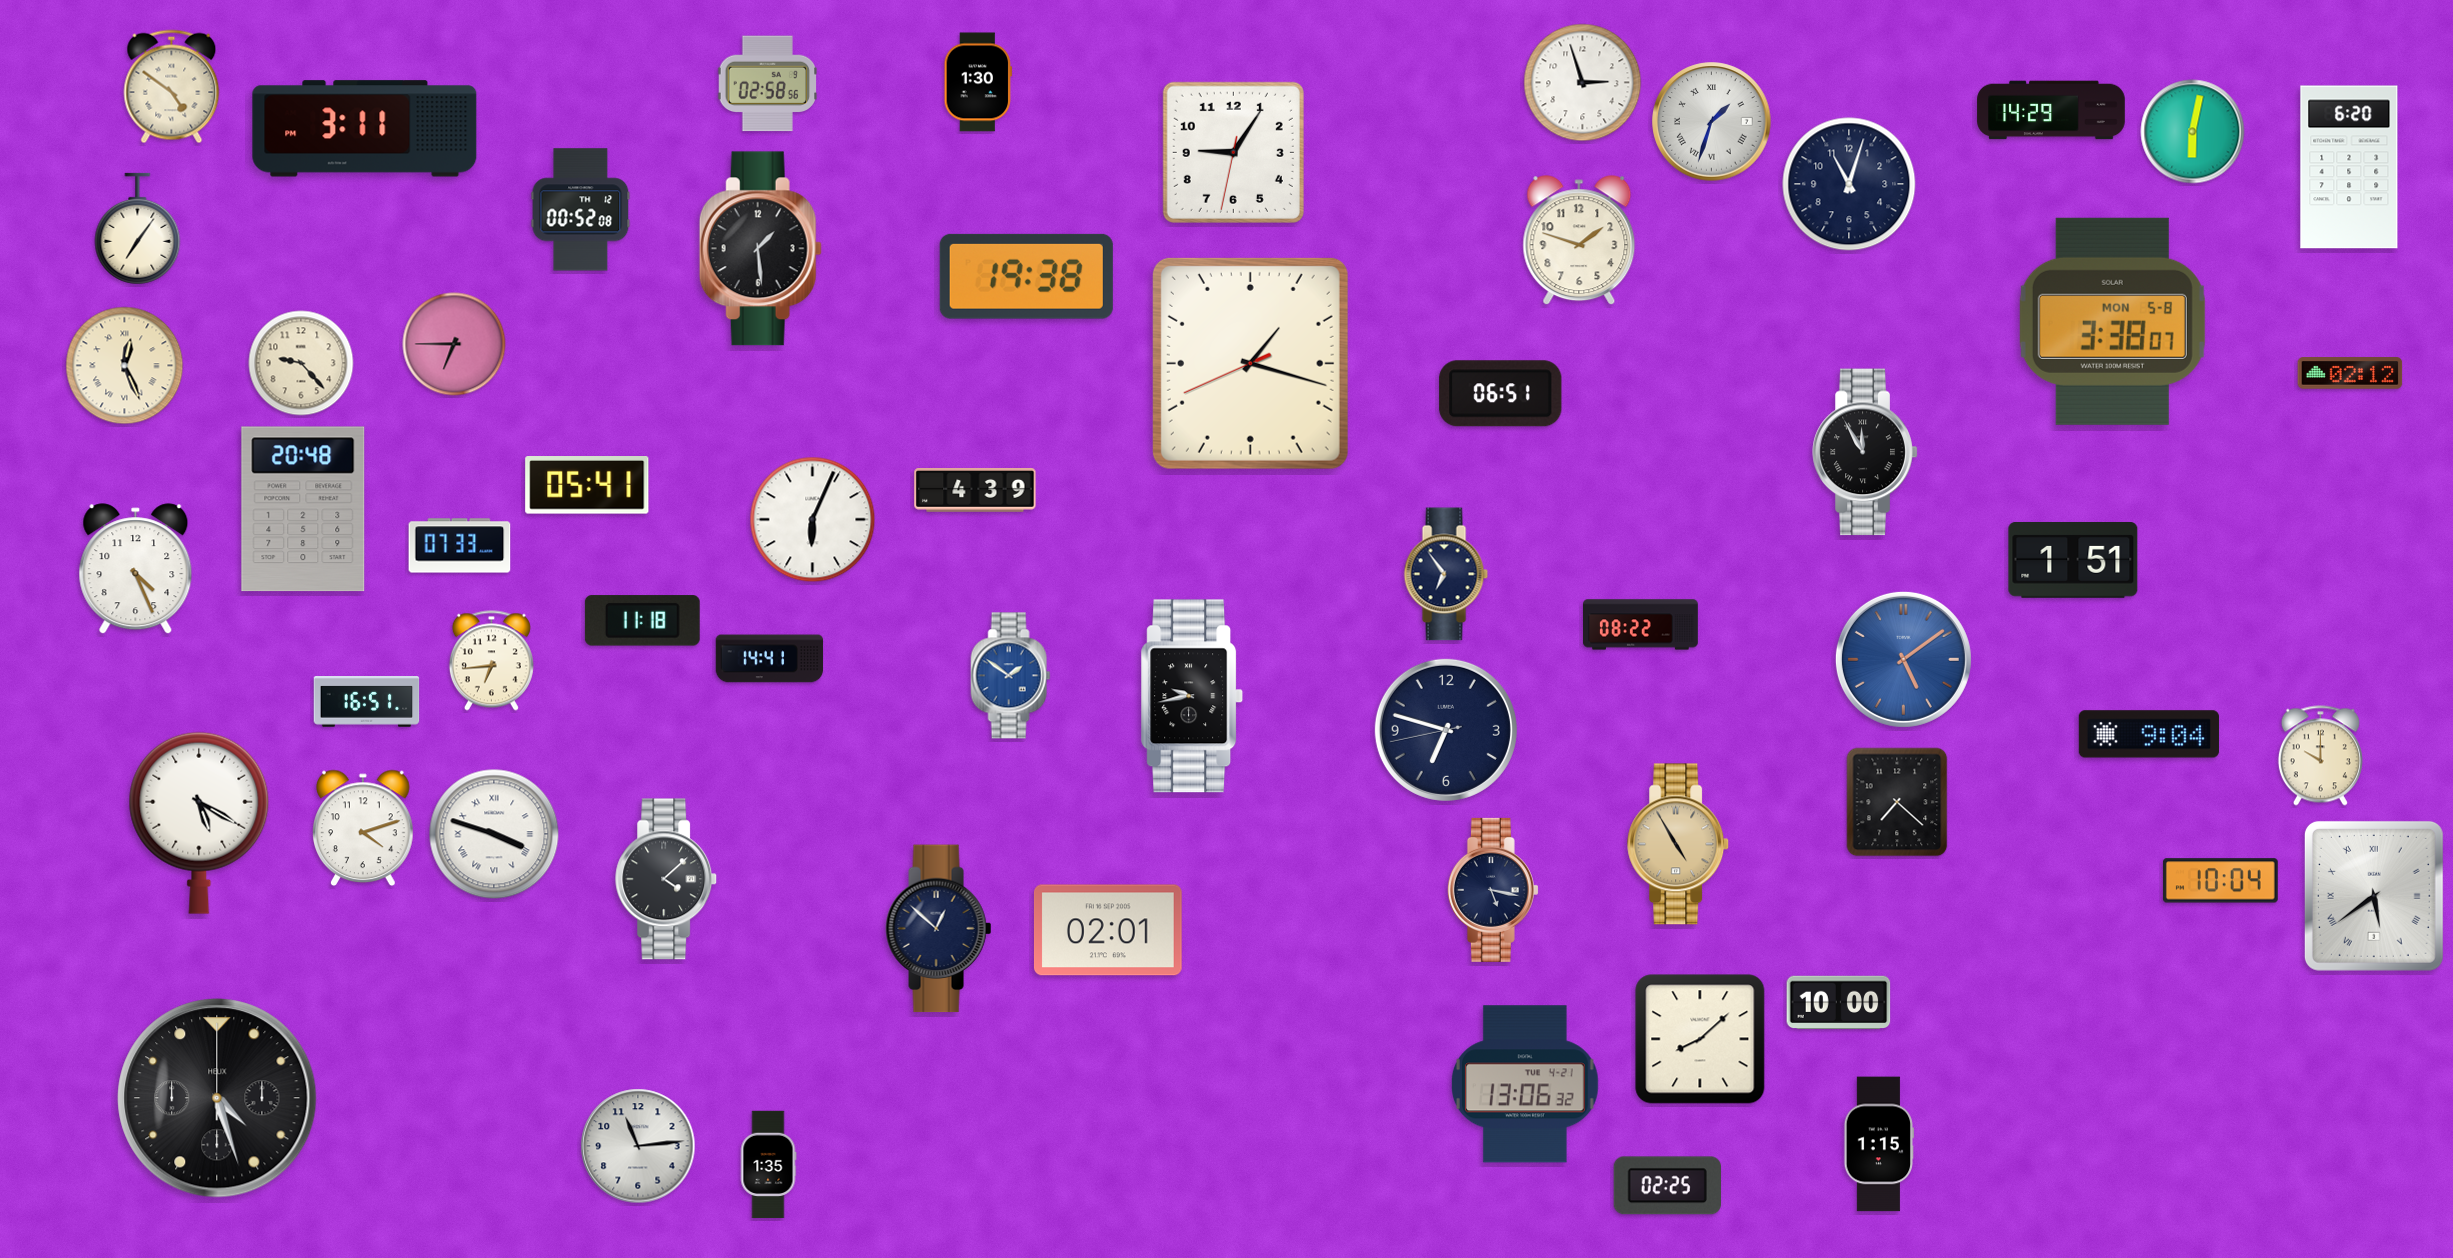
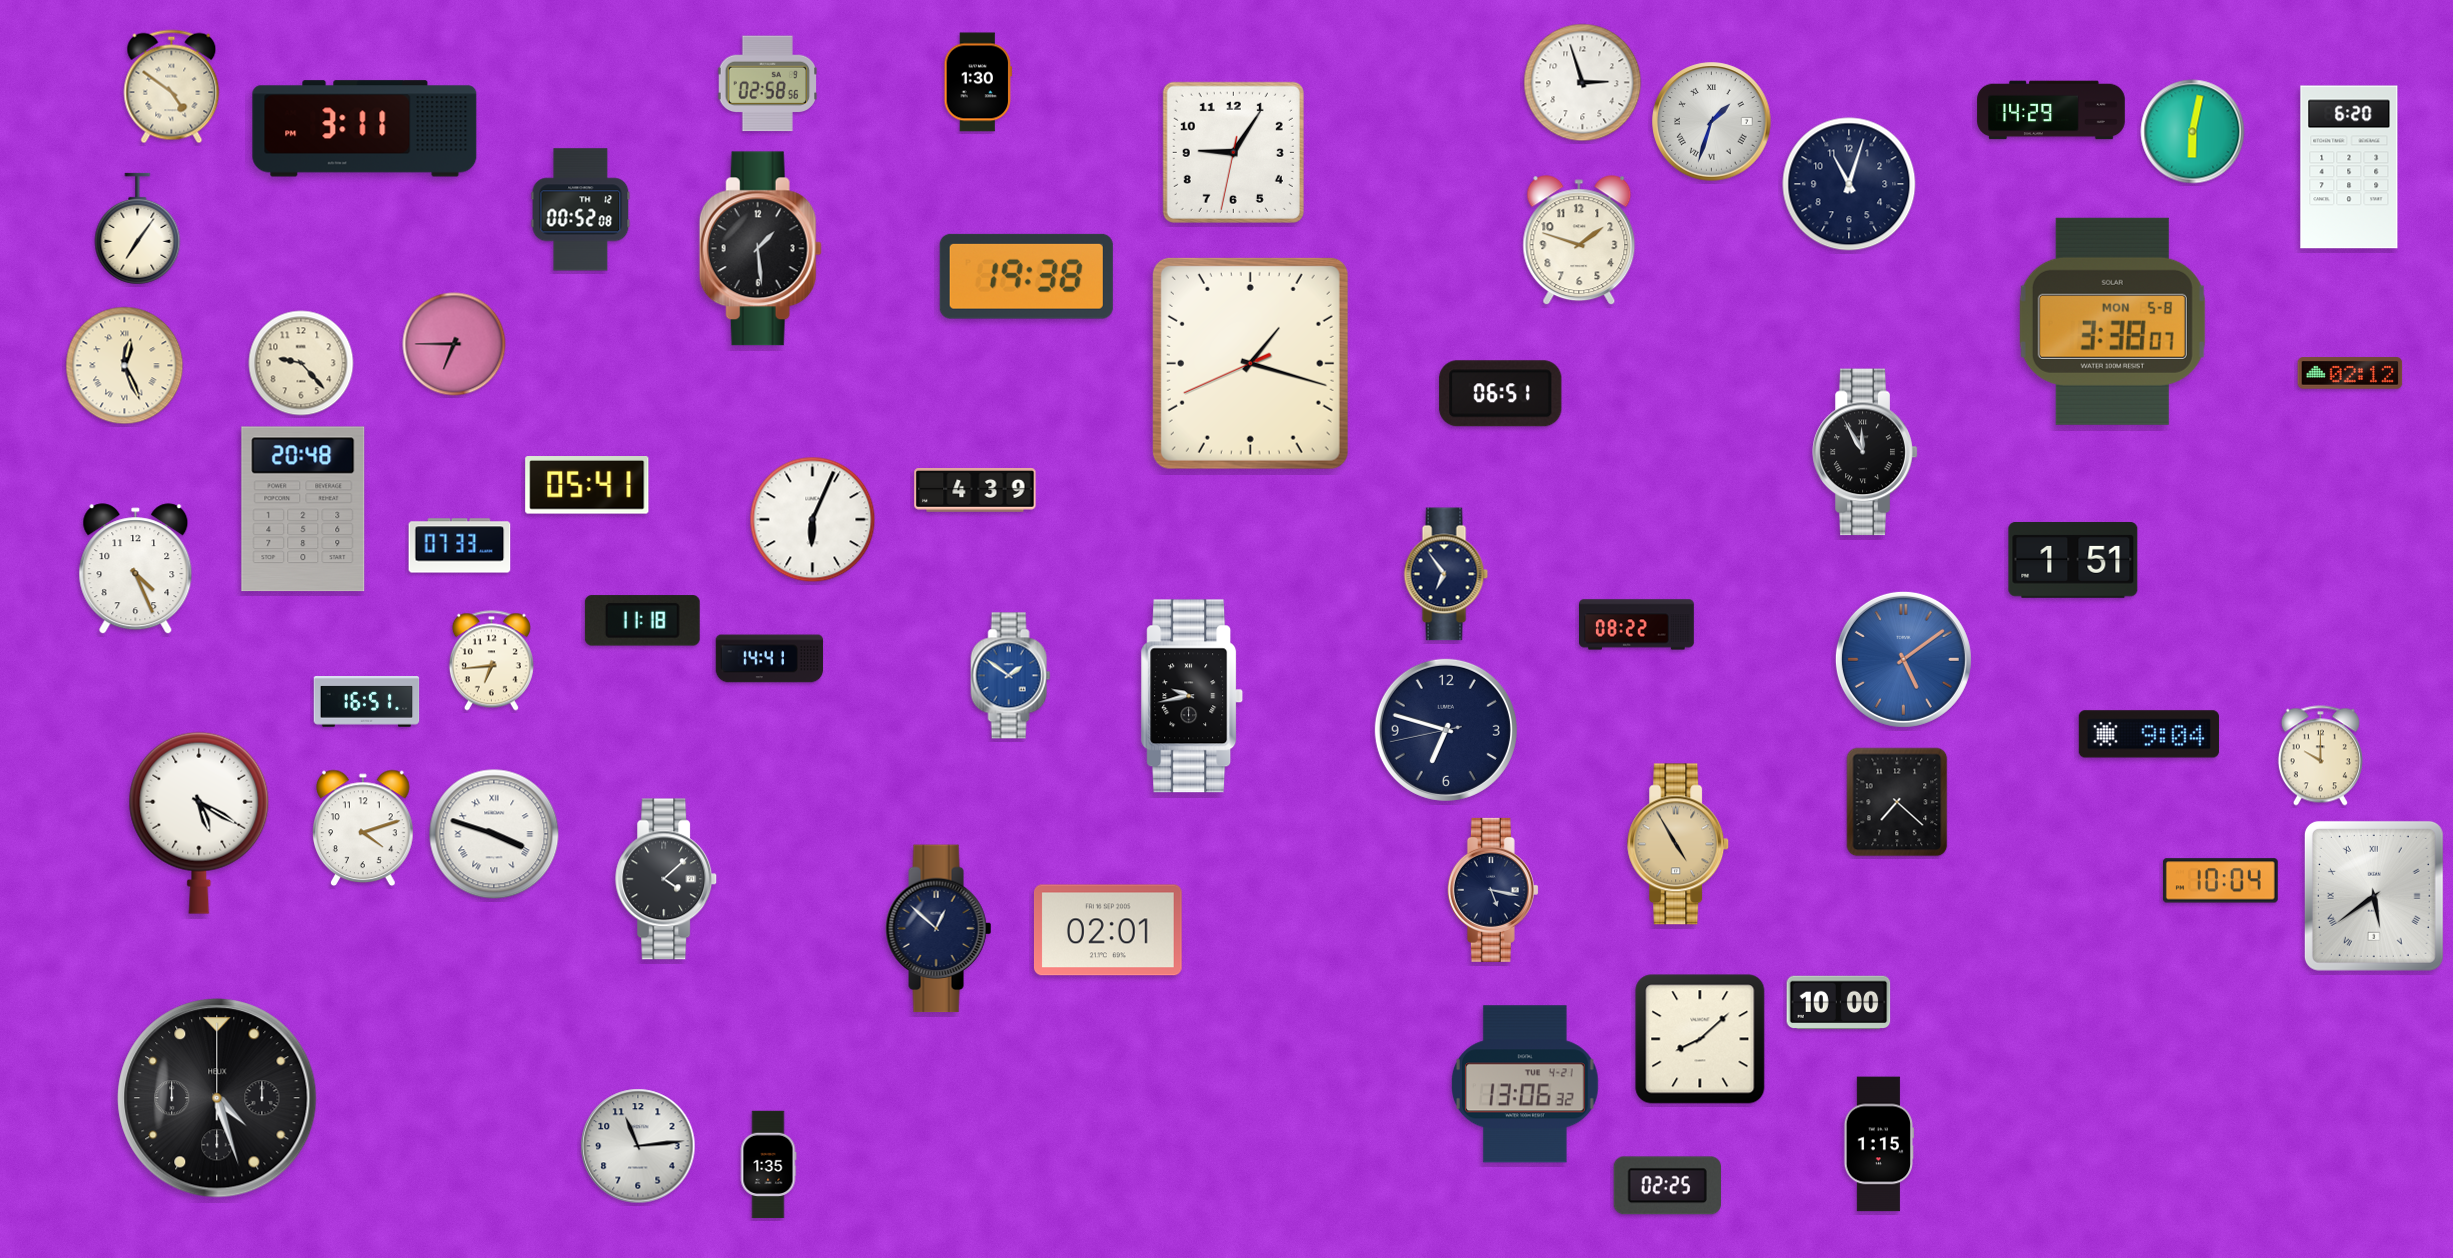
clock at (1641, 625) position: (1641, 625) -> (1637, 625)
